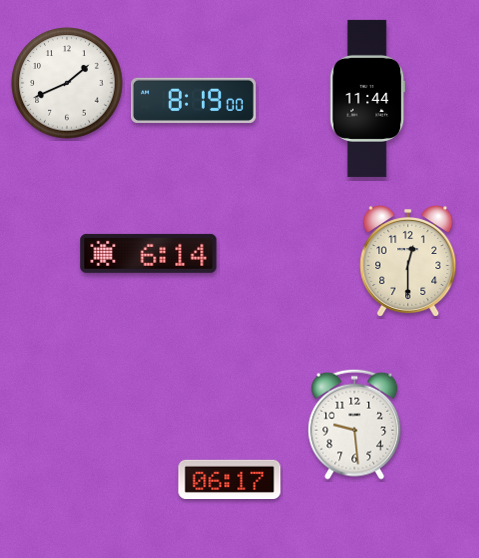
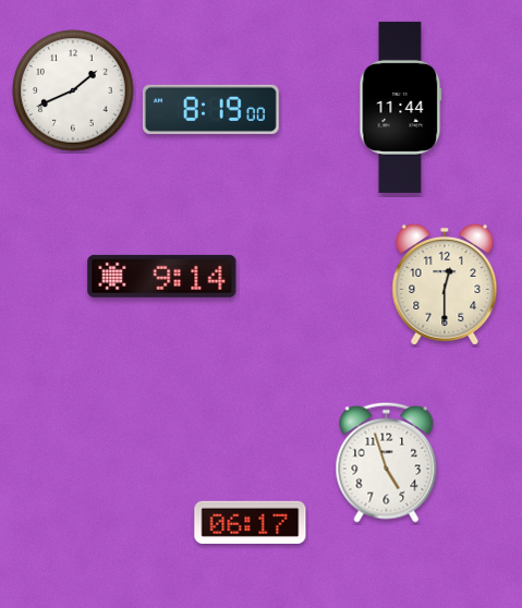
clock at (149, 253): 6:14 -> 9:14
clock at (355, 424): 9:29 -> 4:57
